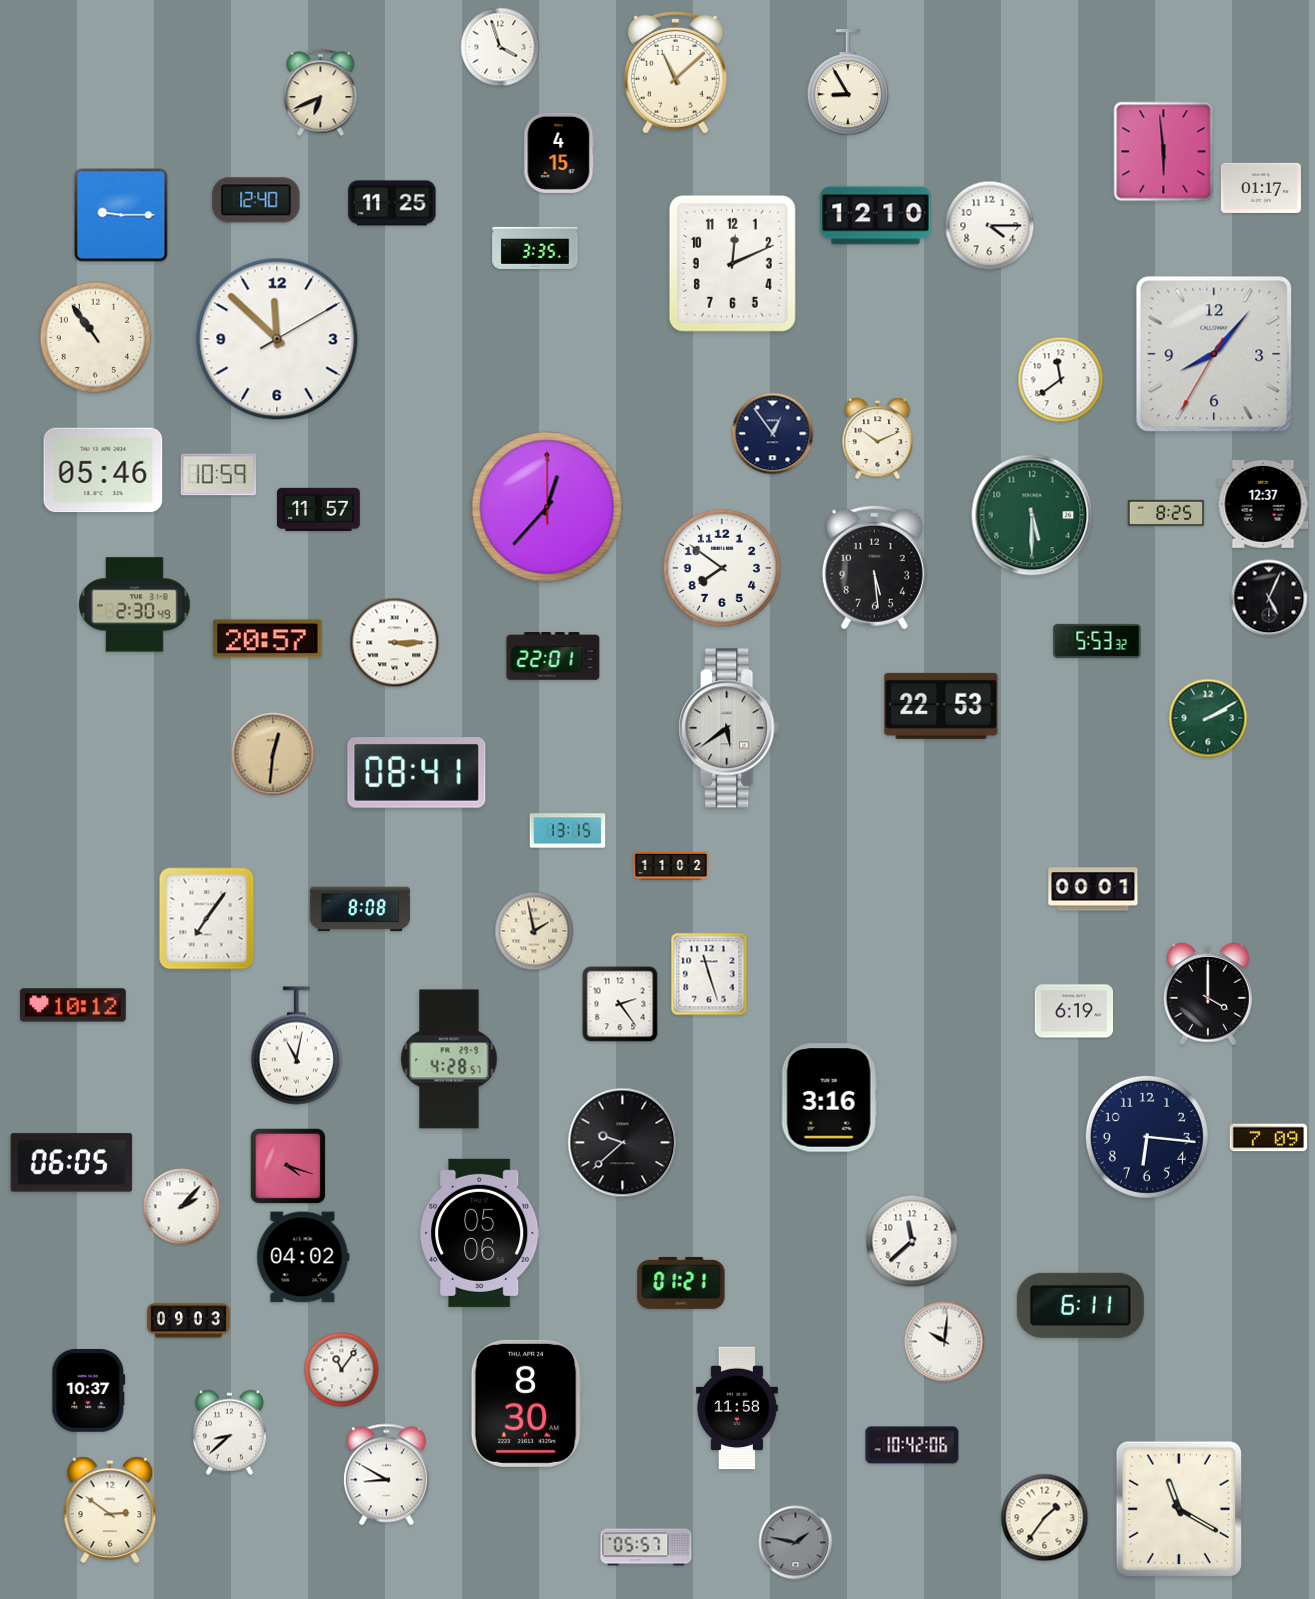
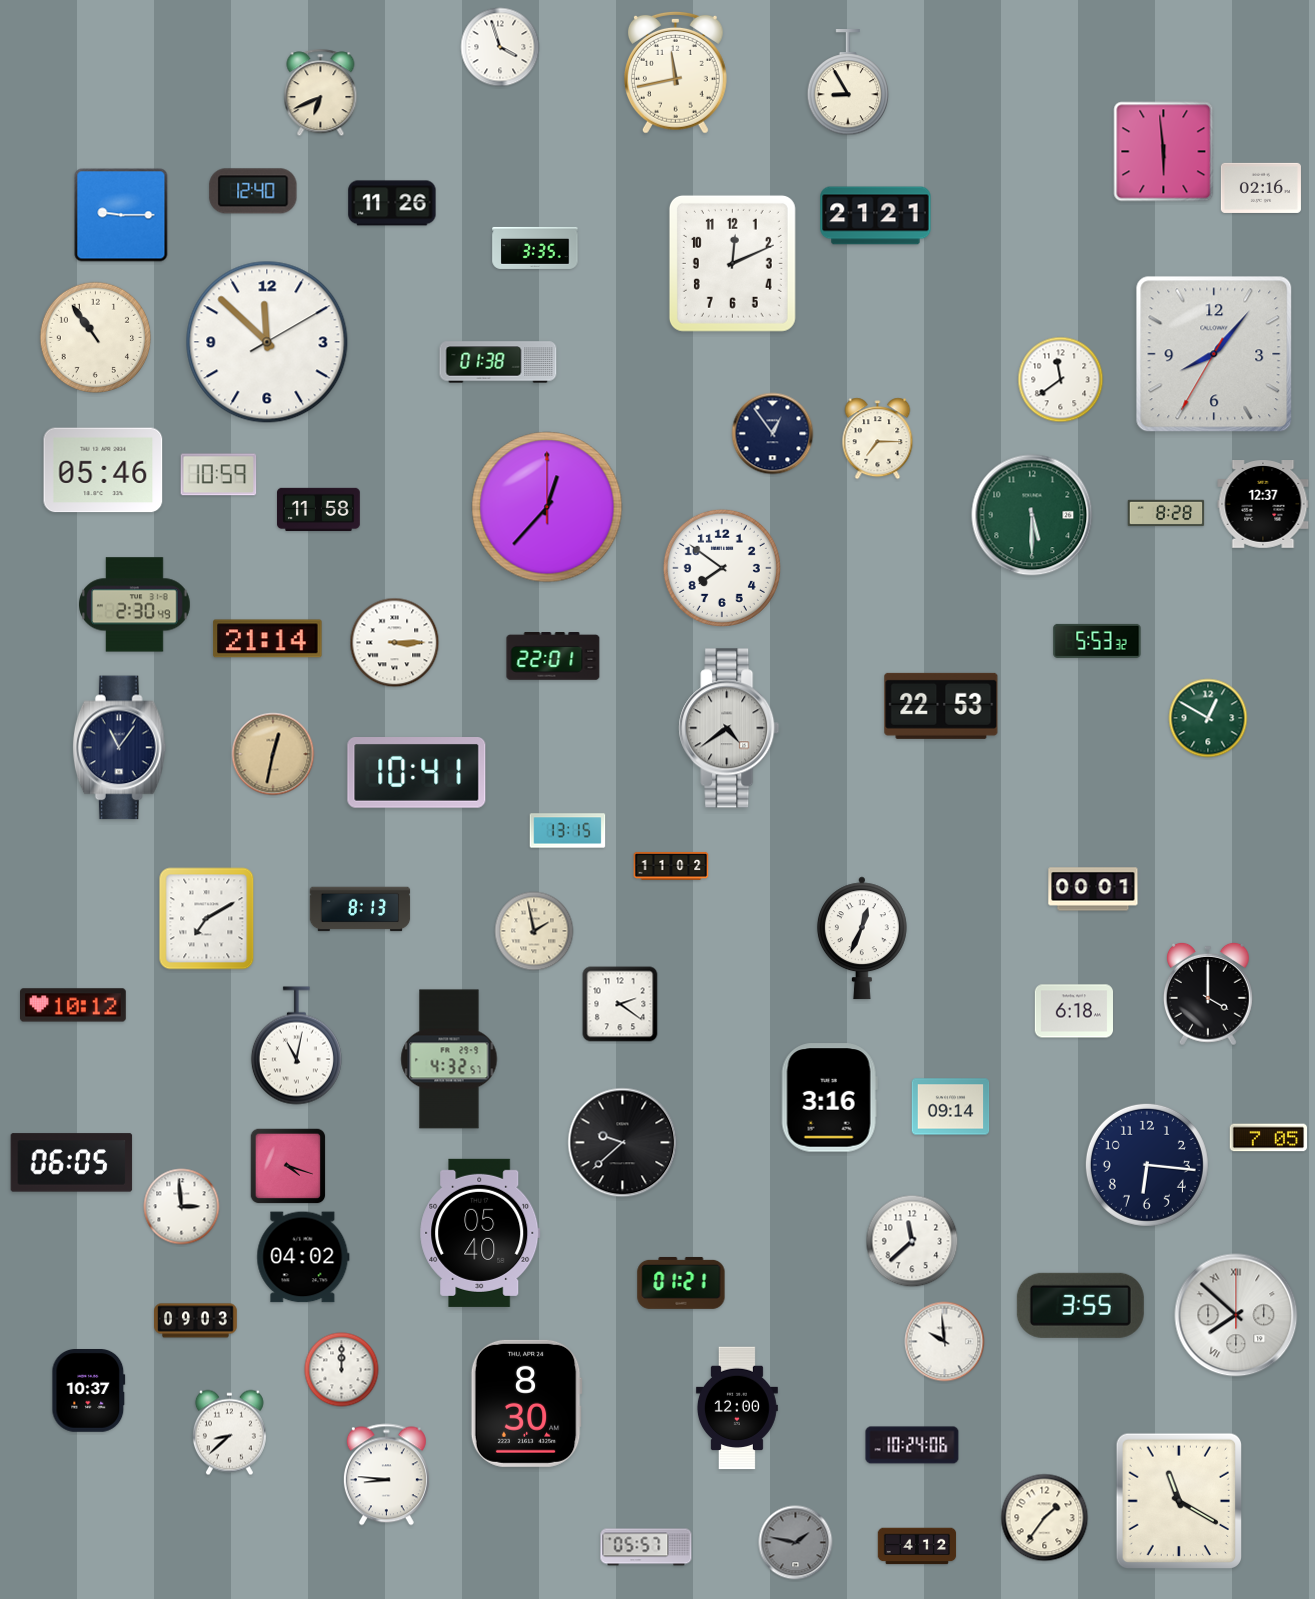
clock at (675, 72): 11:08 -> 11:43
clock at (559, 153): 4:15 -> none
clock at (1261, 188): 01:17 -> 02:16
clock at (256, 200) position: (256, 200) -> (253, 191)
clock at (392, 203): 11:25 -> 11:26
clock at (876, 216): 12:10 -> 21:21
clock at (990, 226): 4:15 -> none
clock at (277, 339) position: (277, 339) -> (267, 342)
clock at (498, 362): none -> 01:38
clock at (878, 439): 10:11 -> 7:15
clock at (319, 509): 11:57 -> 11:58
clock at (1166, 513): 8:25 -> 8:28
clock at (874, 567): 5:29 -> none
clock at (1269, 598): 5:04 -> none
clock at (268, 639): 20:57 -> 21:14
clock at (1208, 718): 2:10 -> 12:50
clock at (729, 728): 5:39 -> 4:39
clock at (119, 748): none -> 11:06
clock at (273, 754): 12:31 -> 12:32
clock at (417, 773): 08:41 -> 10:41
clock at (360, 909): 8:08 -> 8:13
clock at (207, 919): 7:06 -> 7:10
clock at (862, 938): none -> 12:34
clock at (709, 974): 11:27 -> none
clock at (620, 1004): 2:24 -> 2:21
clock at (1073, 1011): 6:19 -> 6:18
clock at (449, 1059): 4:28 -> 4:32
clock at (951, 1107): none -> 09:14
clock at (1147, 1137) position: (1147, 1137) -> (1147, 1165)
clock at (1269, 1138): 7:09 -> 7:05
clock at (182, 1207): 2:07 -> 2:59
clock at (480, 1233): 05:06 -> 05:40
clock at (1080, 1305): 6:11 -> 3:55
clock at (1236, 1315): none -> 7:52
clock at (189, 1321) position: (189, 1321) -> (196, 1321)
clock at (945, 1342): 10:01 -> 9:59
clock at (342, 1370): 11:06 -> 12:00
clock at (737, 1408): 11:58 -> 12:00
clock at (912, 1445): 10:42 -> 10:24
clock at (386, 1475): 8:50 -> 8:46
clock at (1178, 1509) position: (1178, 1509) -> (1178, 1501)
clock at (110, 1510): 2:51 -> none
clock at (917, 1546): none -> 4:12
